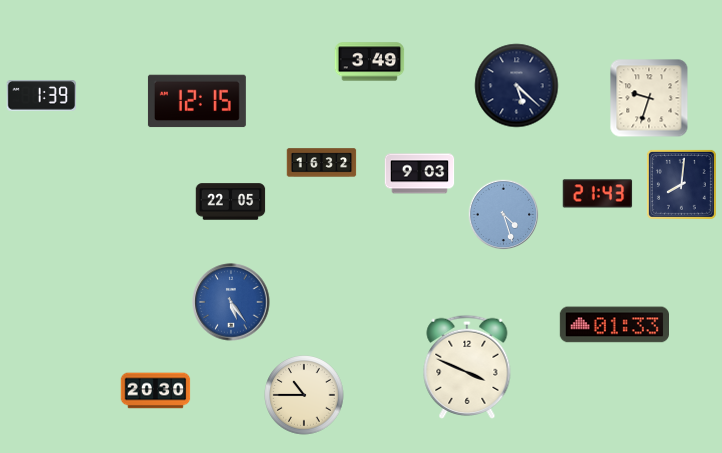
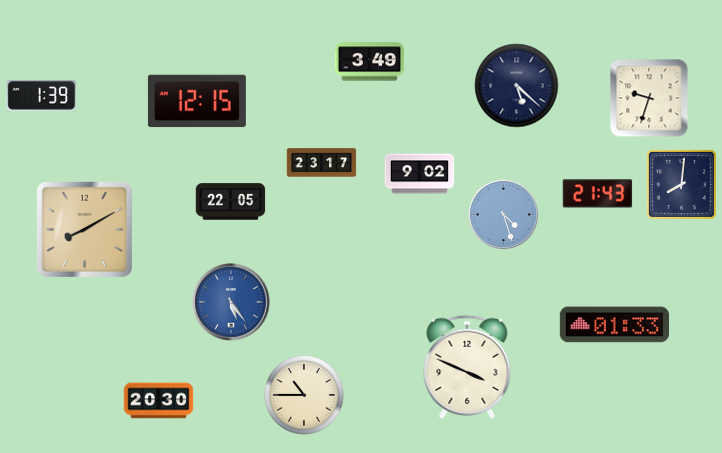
clock at (322, 163): 16:32 -> 23:17
clock at (420, 174): 9:03 -> 9:02
clock at (84, 229): none -> 8:10
clock at (156, 391) position: (156, 391) -> (159, 401)
